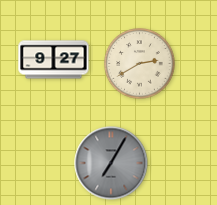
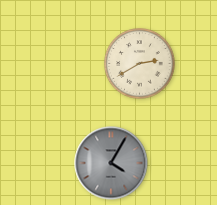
clock at (54, 60): 9:27 -> none
clock at (111, 163): 7:05 -> 4:05
